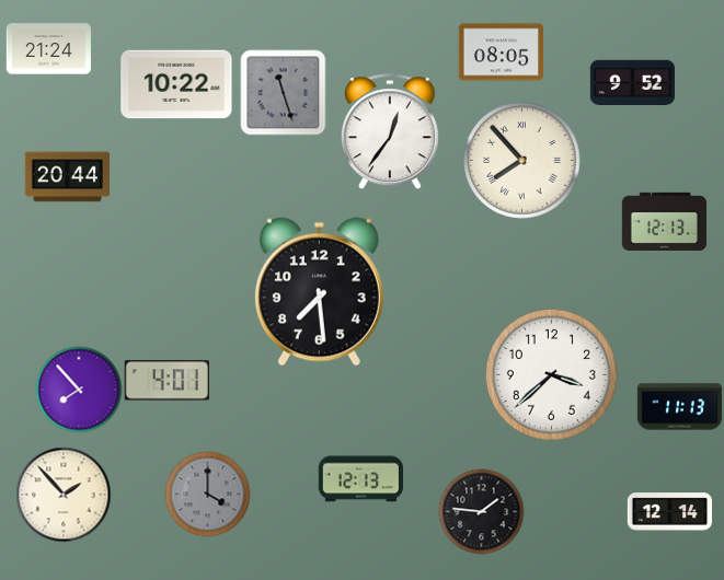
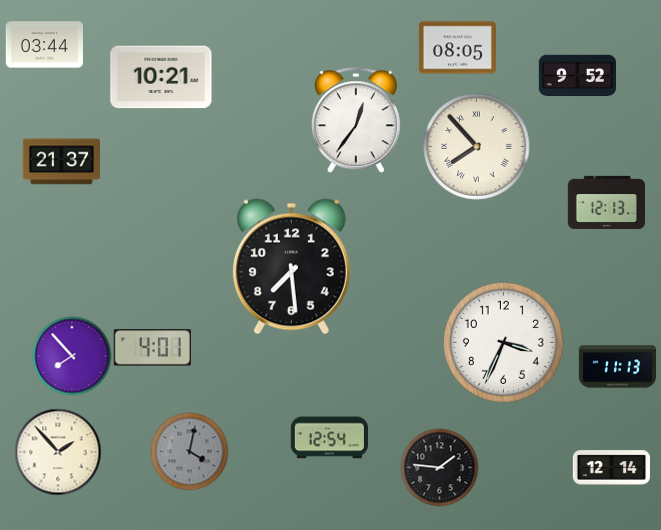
clock at (48, 49): 21:24 -> 03:44
clock at (176, 84): 10:22 -> 10:21
clock at (283, 92): 11:27 -> none
clock at (67, 177): 20:44 -> 21:37
clock at (551, 374): 3:38 -> 3:34
clock at (679, 407) position: (679, 407) -> (617, 367)
clock at (360, 479): 12:13 -> 12:54
clock at (207, 494): 4:00 -> 4:02
